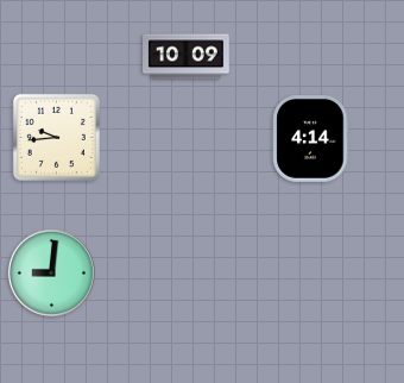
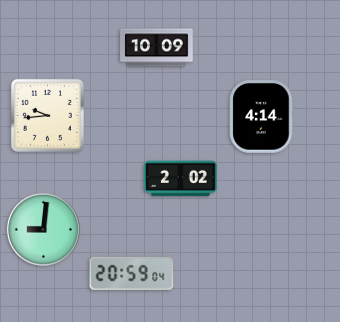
clock at (181, 179): none -> 2:02
clock at (132, 273): none -> 20:59
